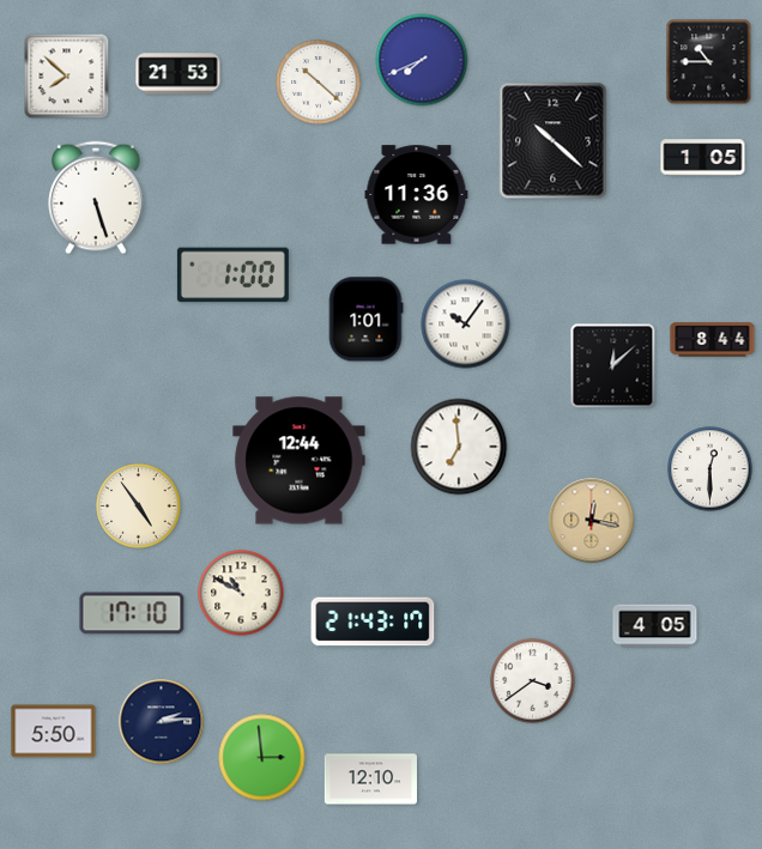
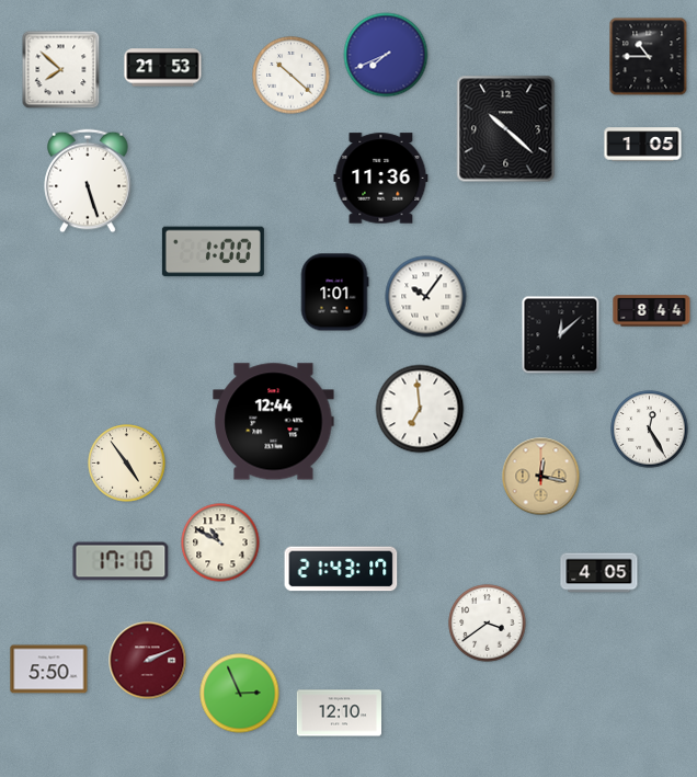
clock at (710, 469): 12:30 -> 12:25
clock at (162, 722): 2:14 -> 2:11
clock at (162, 722) dial: navy -> burgundy
clock at (262, 758): 2:59 -> 2:56
